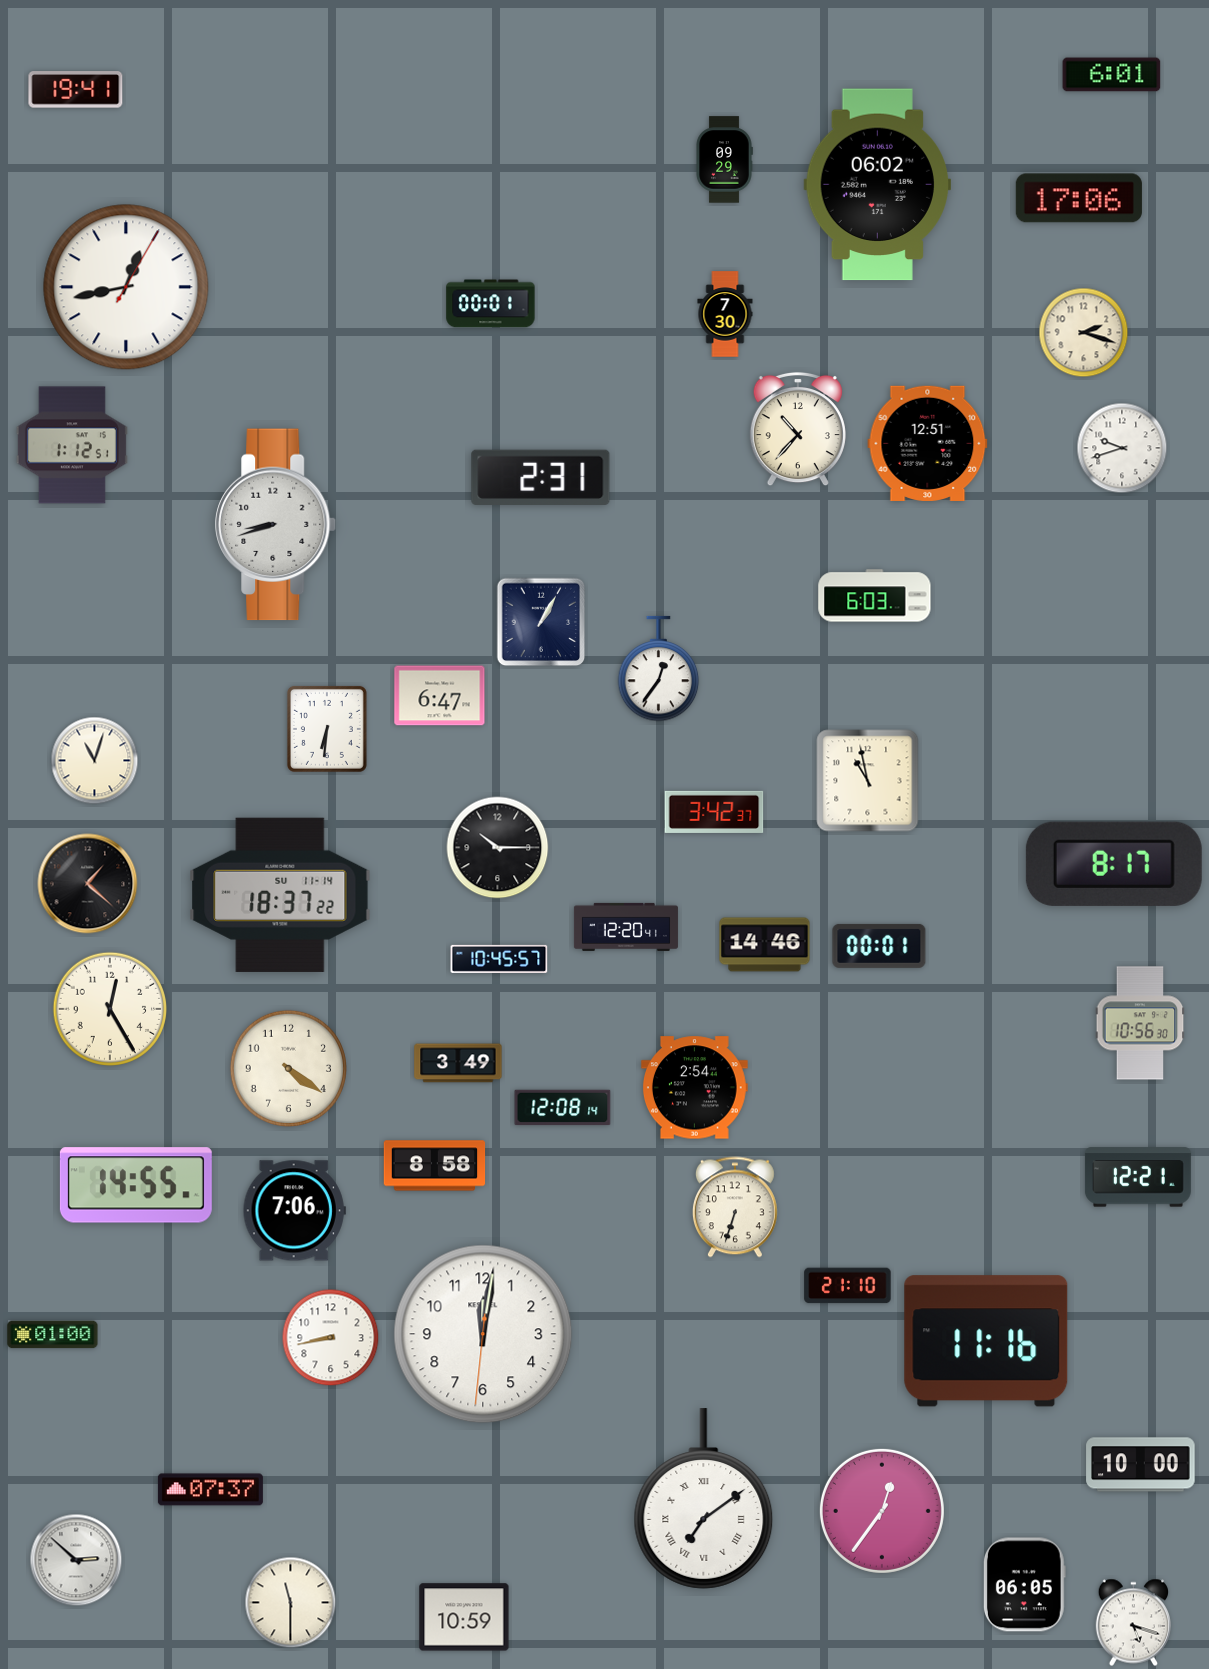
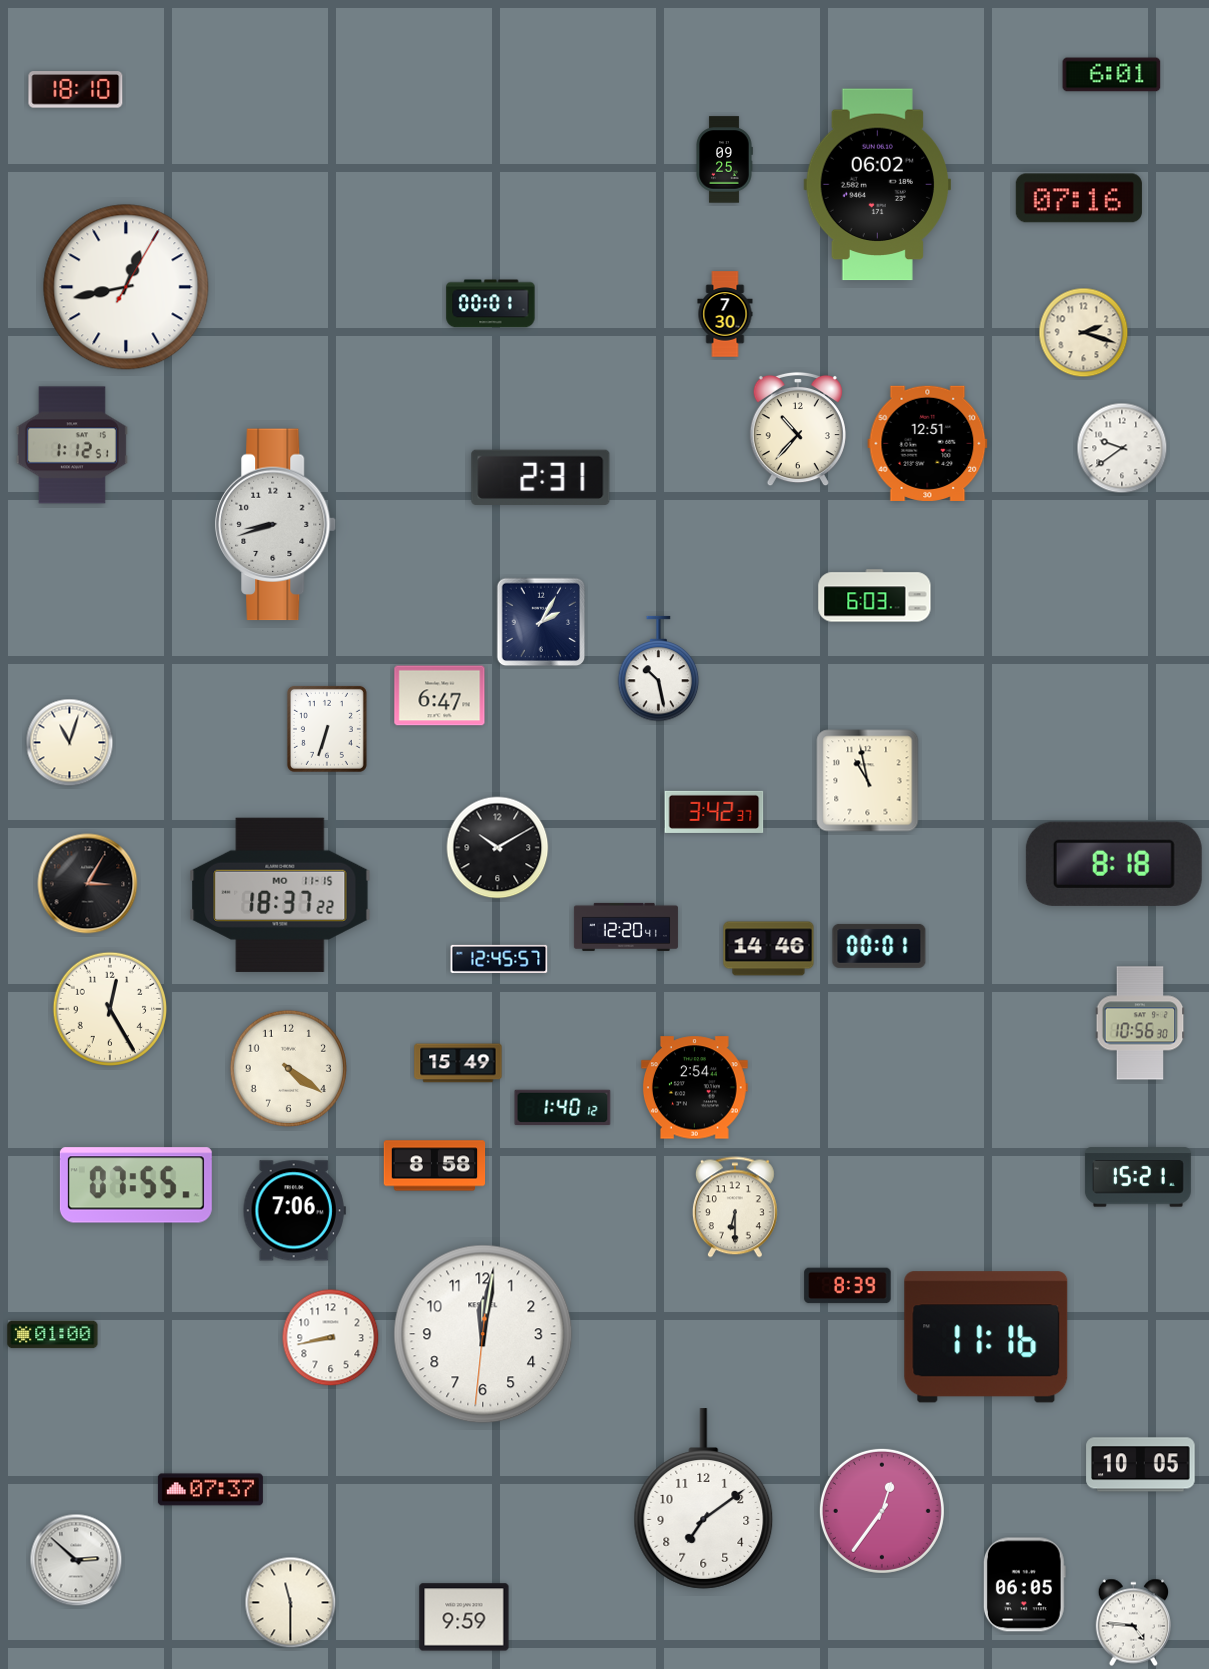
clock at (76, 90): 19:41 -> 18:10
clock at (724, 160): 09:29 -> 09:25
clock at (1079, 198): 17:06 -> 07:16
clock at (1122, 448): 9:42 -> 9:39
clock at (541, 622): 1:05 -> 2:05
clock at (659, 669): 12:36 -> 10:28
clock at (327, 729): 6:31 -> 6:33
clock at (95, 761) position: (95, 761) -> (70, 743)
clock at (498, 848): 10:15 -> 10:10
clock at (1114, 864): 8:17 -> 8:18
clock at (88, 884): 1:22 -> 3:05
clock at (280, 895) date: SU 11-14 -> MO 11-15
clock at (765, 945) position: (765, 945) -> (769, 949)
clock at (499, 959): 10:45 -> 12:45
clock at (458, 1063): 3:49 -> 15:49
clock at (563, 1108): 12:08 -> 1:40
clock at (1138, 1177): 12:21 -> 15:21
clock at (136, 1185): 14:55 -> 07:55
clock at (735, 1207): 6:33 -> 6:30
clock at (848, 1286): 21:10 -> 8:39
clock at (986, 1341) position: (986, 1341) -> (986, 1337)
clock at (1141, 1465): 10:00 -> 10:05
clock at (704, 1499) numerals: Roman -> Arabic
clock at (464, 1617): 10:59 -> 9:59
clock at (1133, 1623): 5:18 -> 4:46
